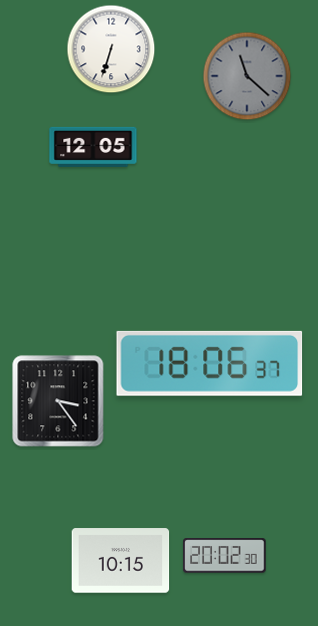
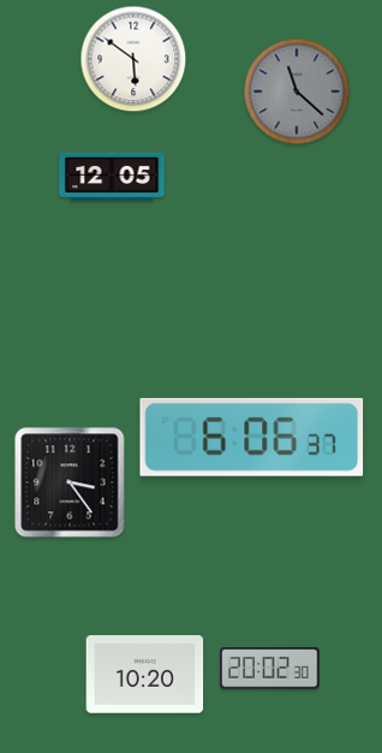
clock at (111, 49): 6:33 -> 5:51
clock at (210, 363): 18:06 -> 6:06
clock at (121, 561): 10:15 -> 10:20
